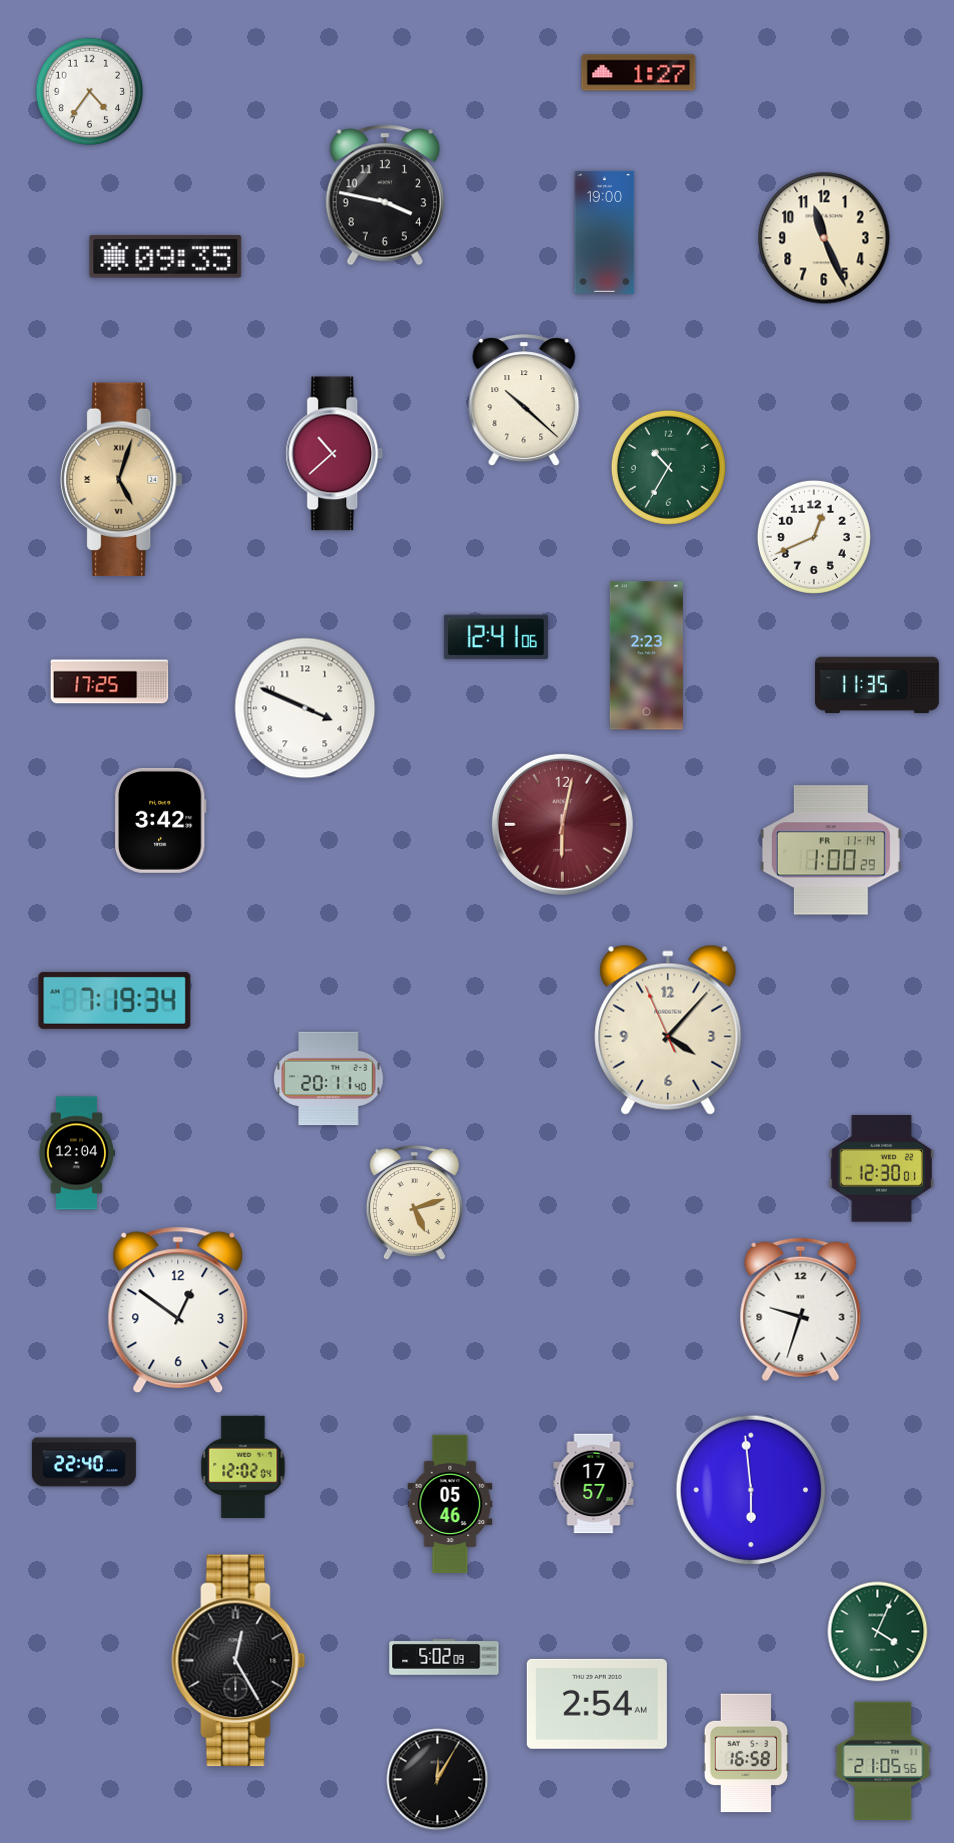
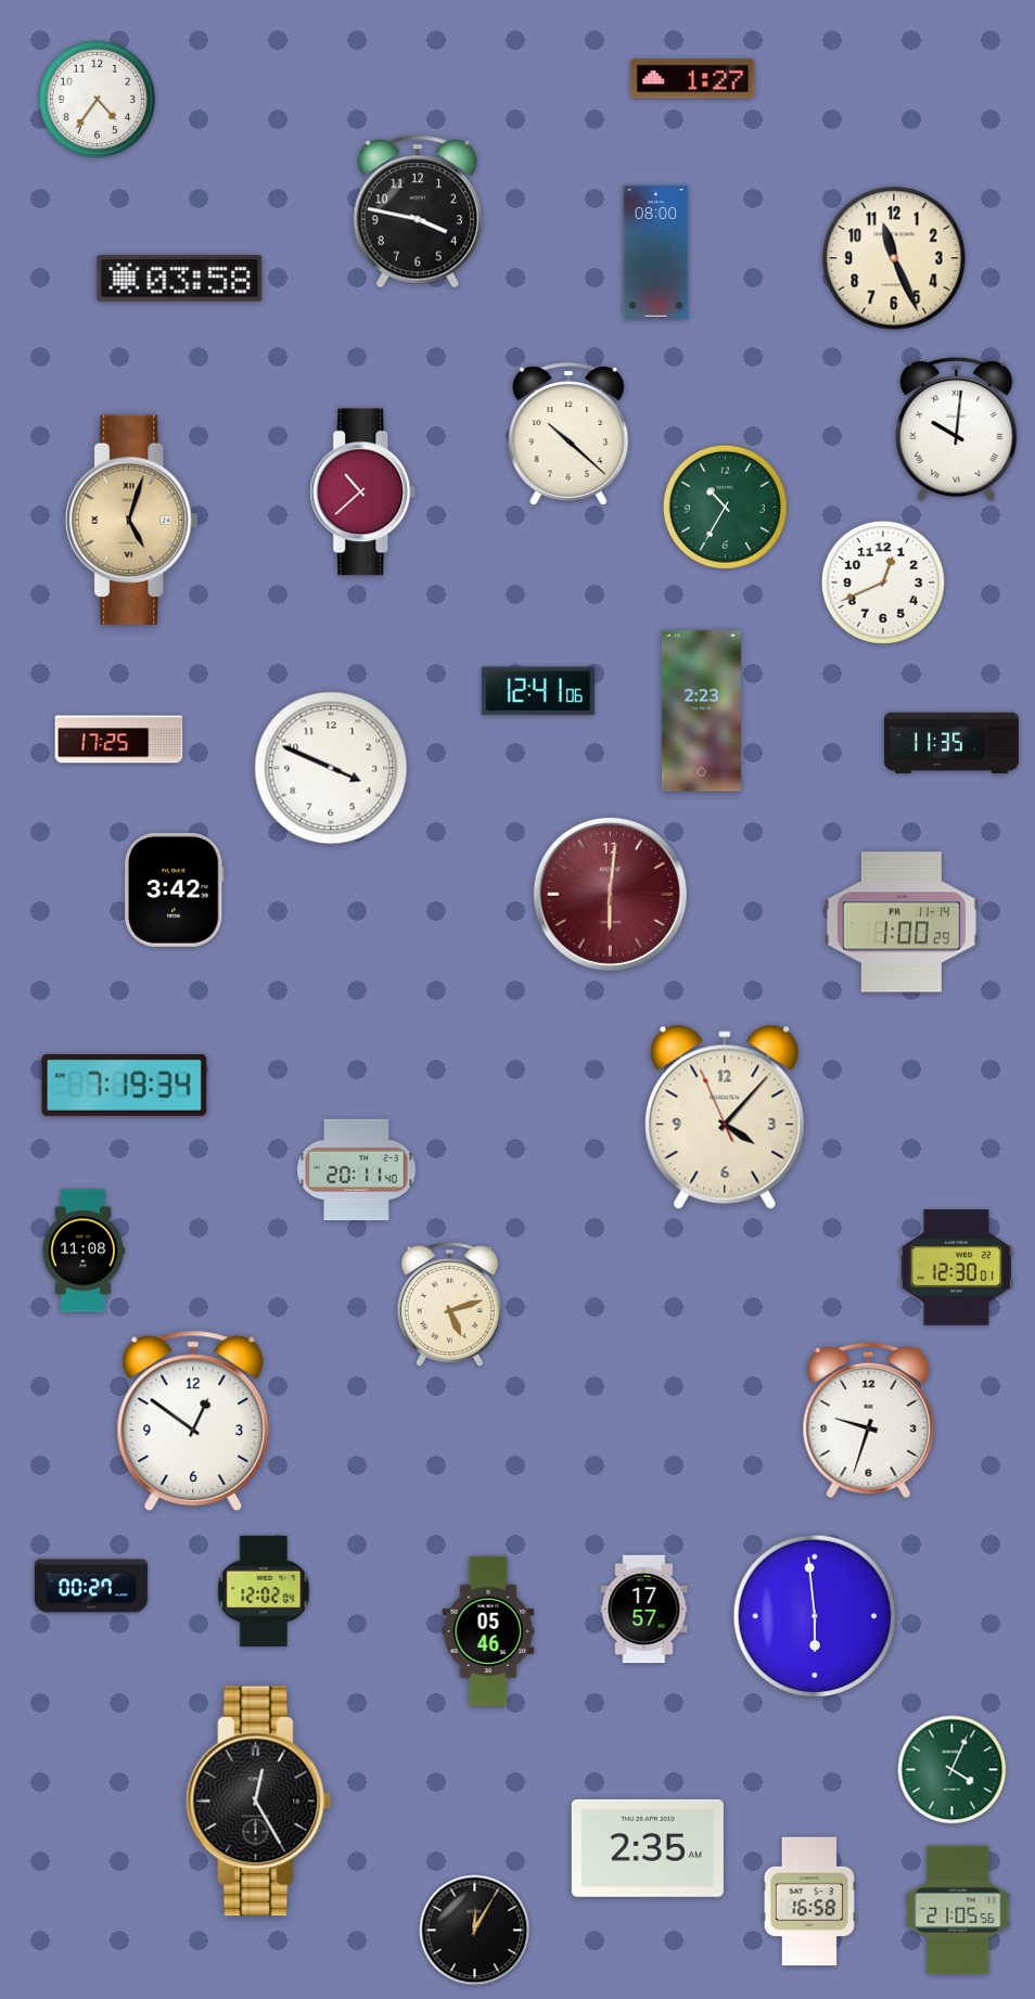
clock at (605, 232): 19:00 -> 08:00
clock at (166, 257): 09:35 -> 03:58
clock at (957, 431): none -> 10:01
clock at (562, 824): 6:02 -> 6:01
clock at (76, 1153): 12:04 -> 11:08
clock at (84, 1462): 22:40 -> 00:27
clock at (444, 1658): 5:02 -> none
clock at (597, 1704): 2:54 -> 2:35
